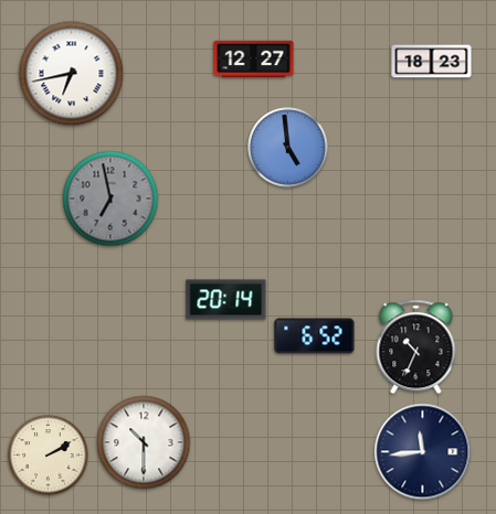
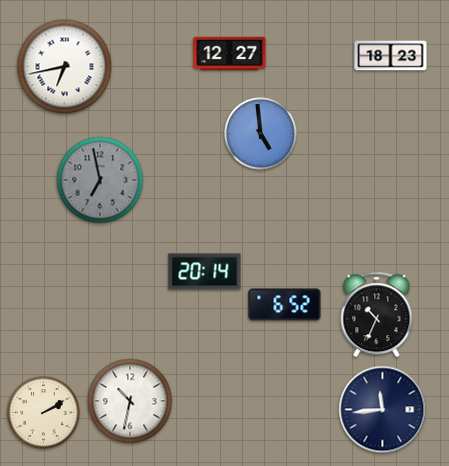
clock at (144, 442): 10:30 -> 10:32
